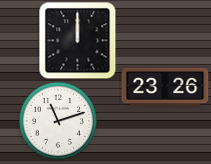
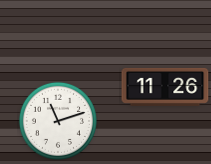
clock at (77, 40): 12:00 -> none
clock at (165, 87): 23:26 -> 11:26
